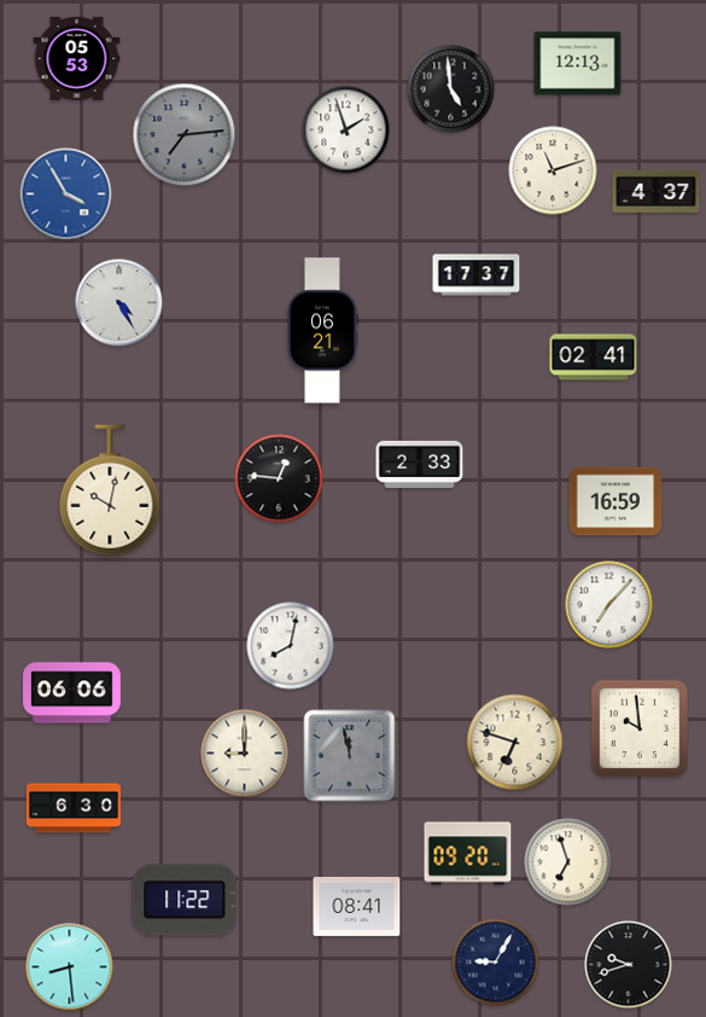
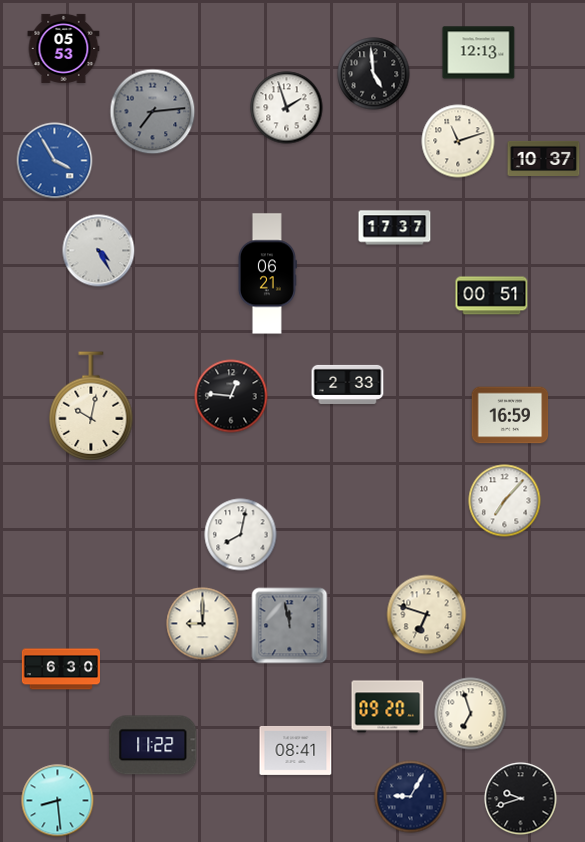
clock at (657, 191): 4:37 -> 10:37
clock at (594, 358): 02:41 -> 00:51
clock at (72, 693): 06:06 -> none
clock at (640, 728): 9:59 -> none
